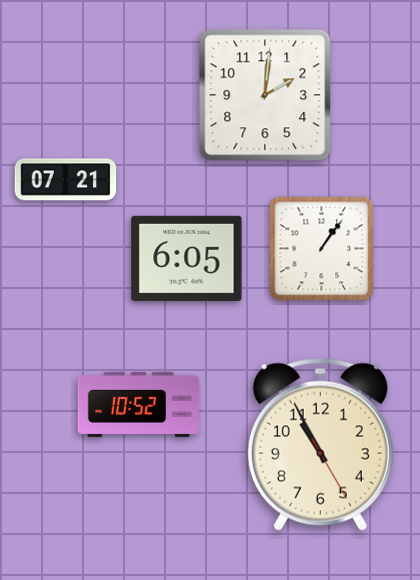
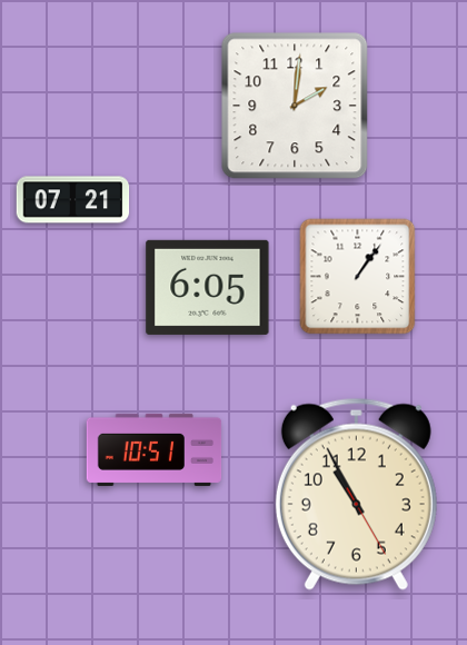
clock at (139, 404): 10:52 -> 10:51
